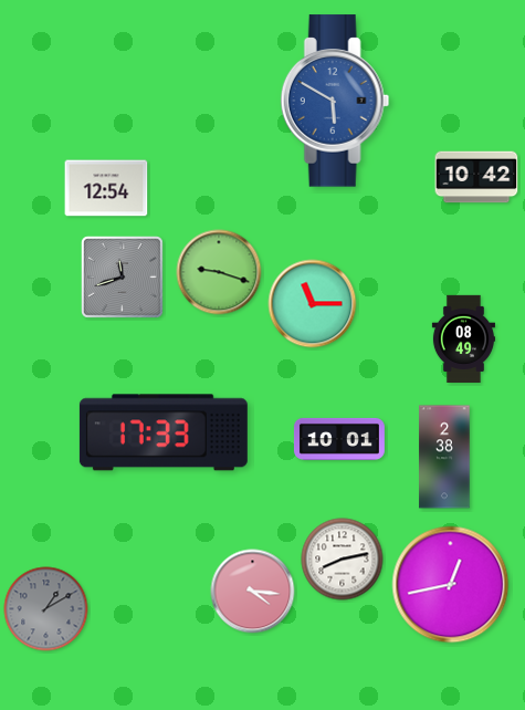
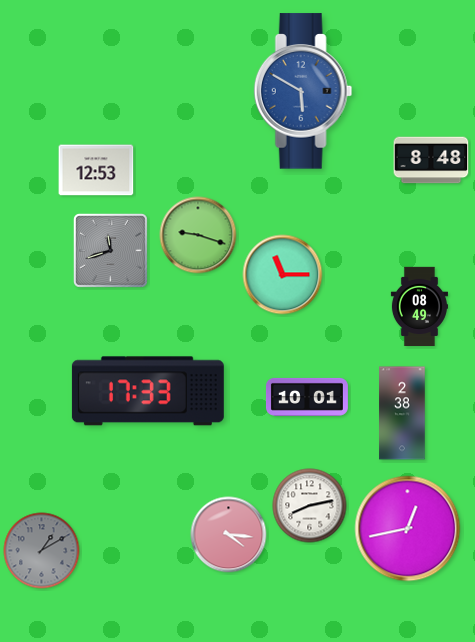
clock at (476, 177): 10:42 -> 8:48
clock at (106, 188): 12:54 -> 12:53
clock at (219, 272) position: (219, 272) -> (198, 235)
